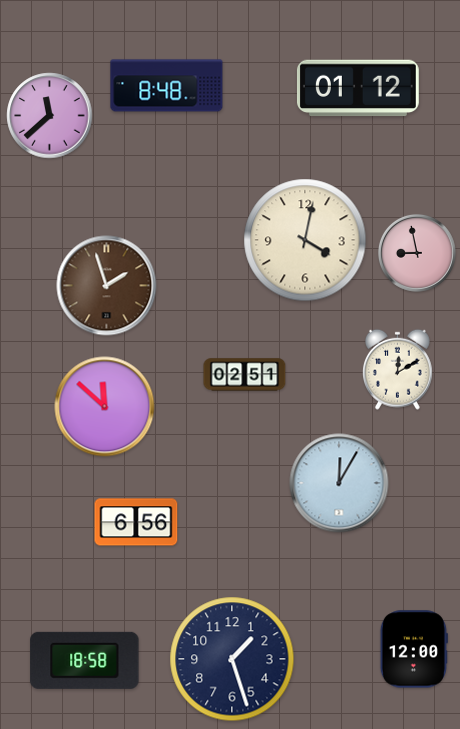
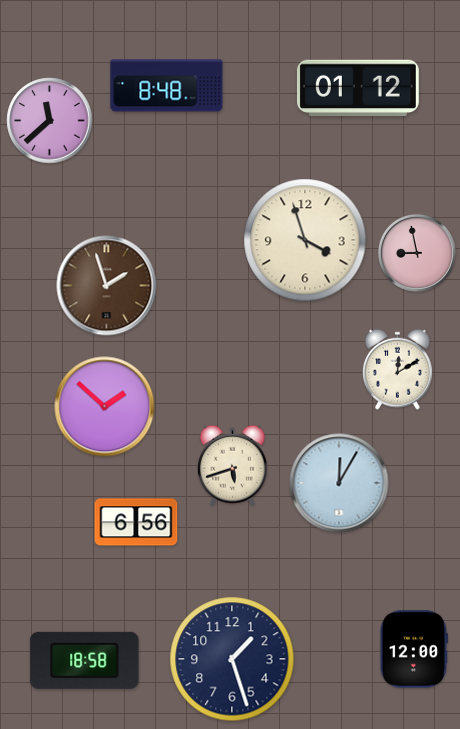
clock at (50, 116) position: (50, 116) -> (50, 121)
clock at (305, 240): 4:02 -> 3:57
clock at (245, 375): 02:51 -> none
clock at (105, 407): 11:52 -> 1:52
clock at (232, 465): none -> 5:42
